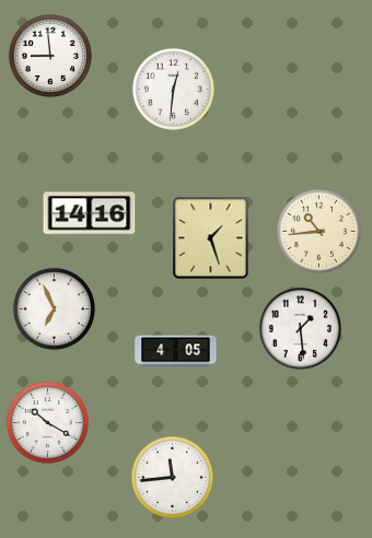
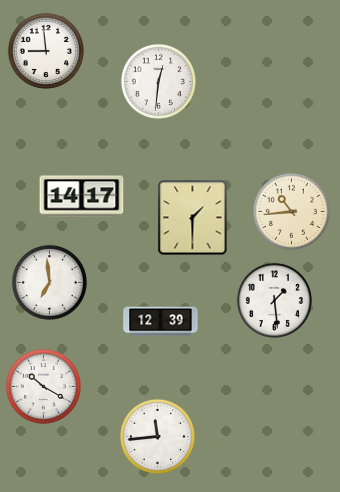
clock at (90, 215): 14:16 -> 14:17
clock at (211, 238): 1:27 -> 1:30
clock at (54, 308): 6:56 -> 6:59
clock at (176, 352): 4:05 -> 12:39
